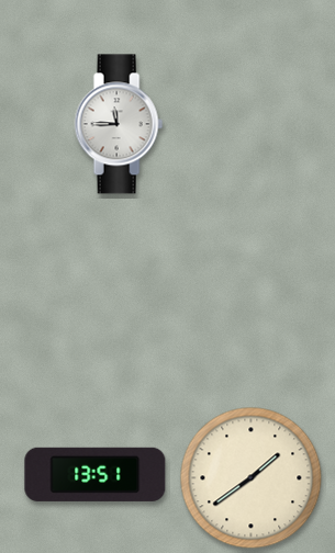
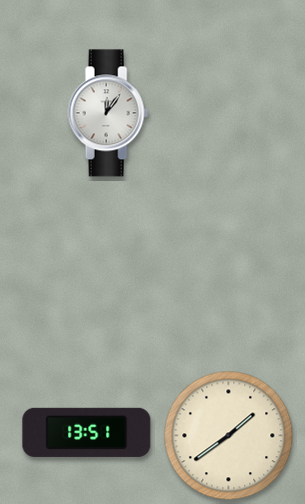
clock at (119, 124): 11:45 -> 12:06
